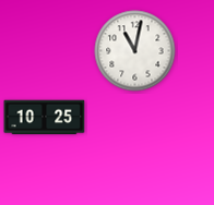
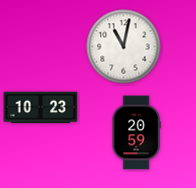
clock at (45, 118): 10:25 -> 10:23
clock at (136, 133): none -> 20:59
